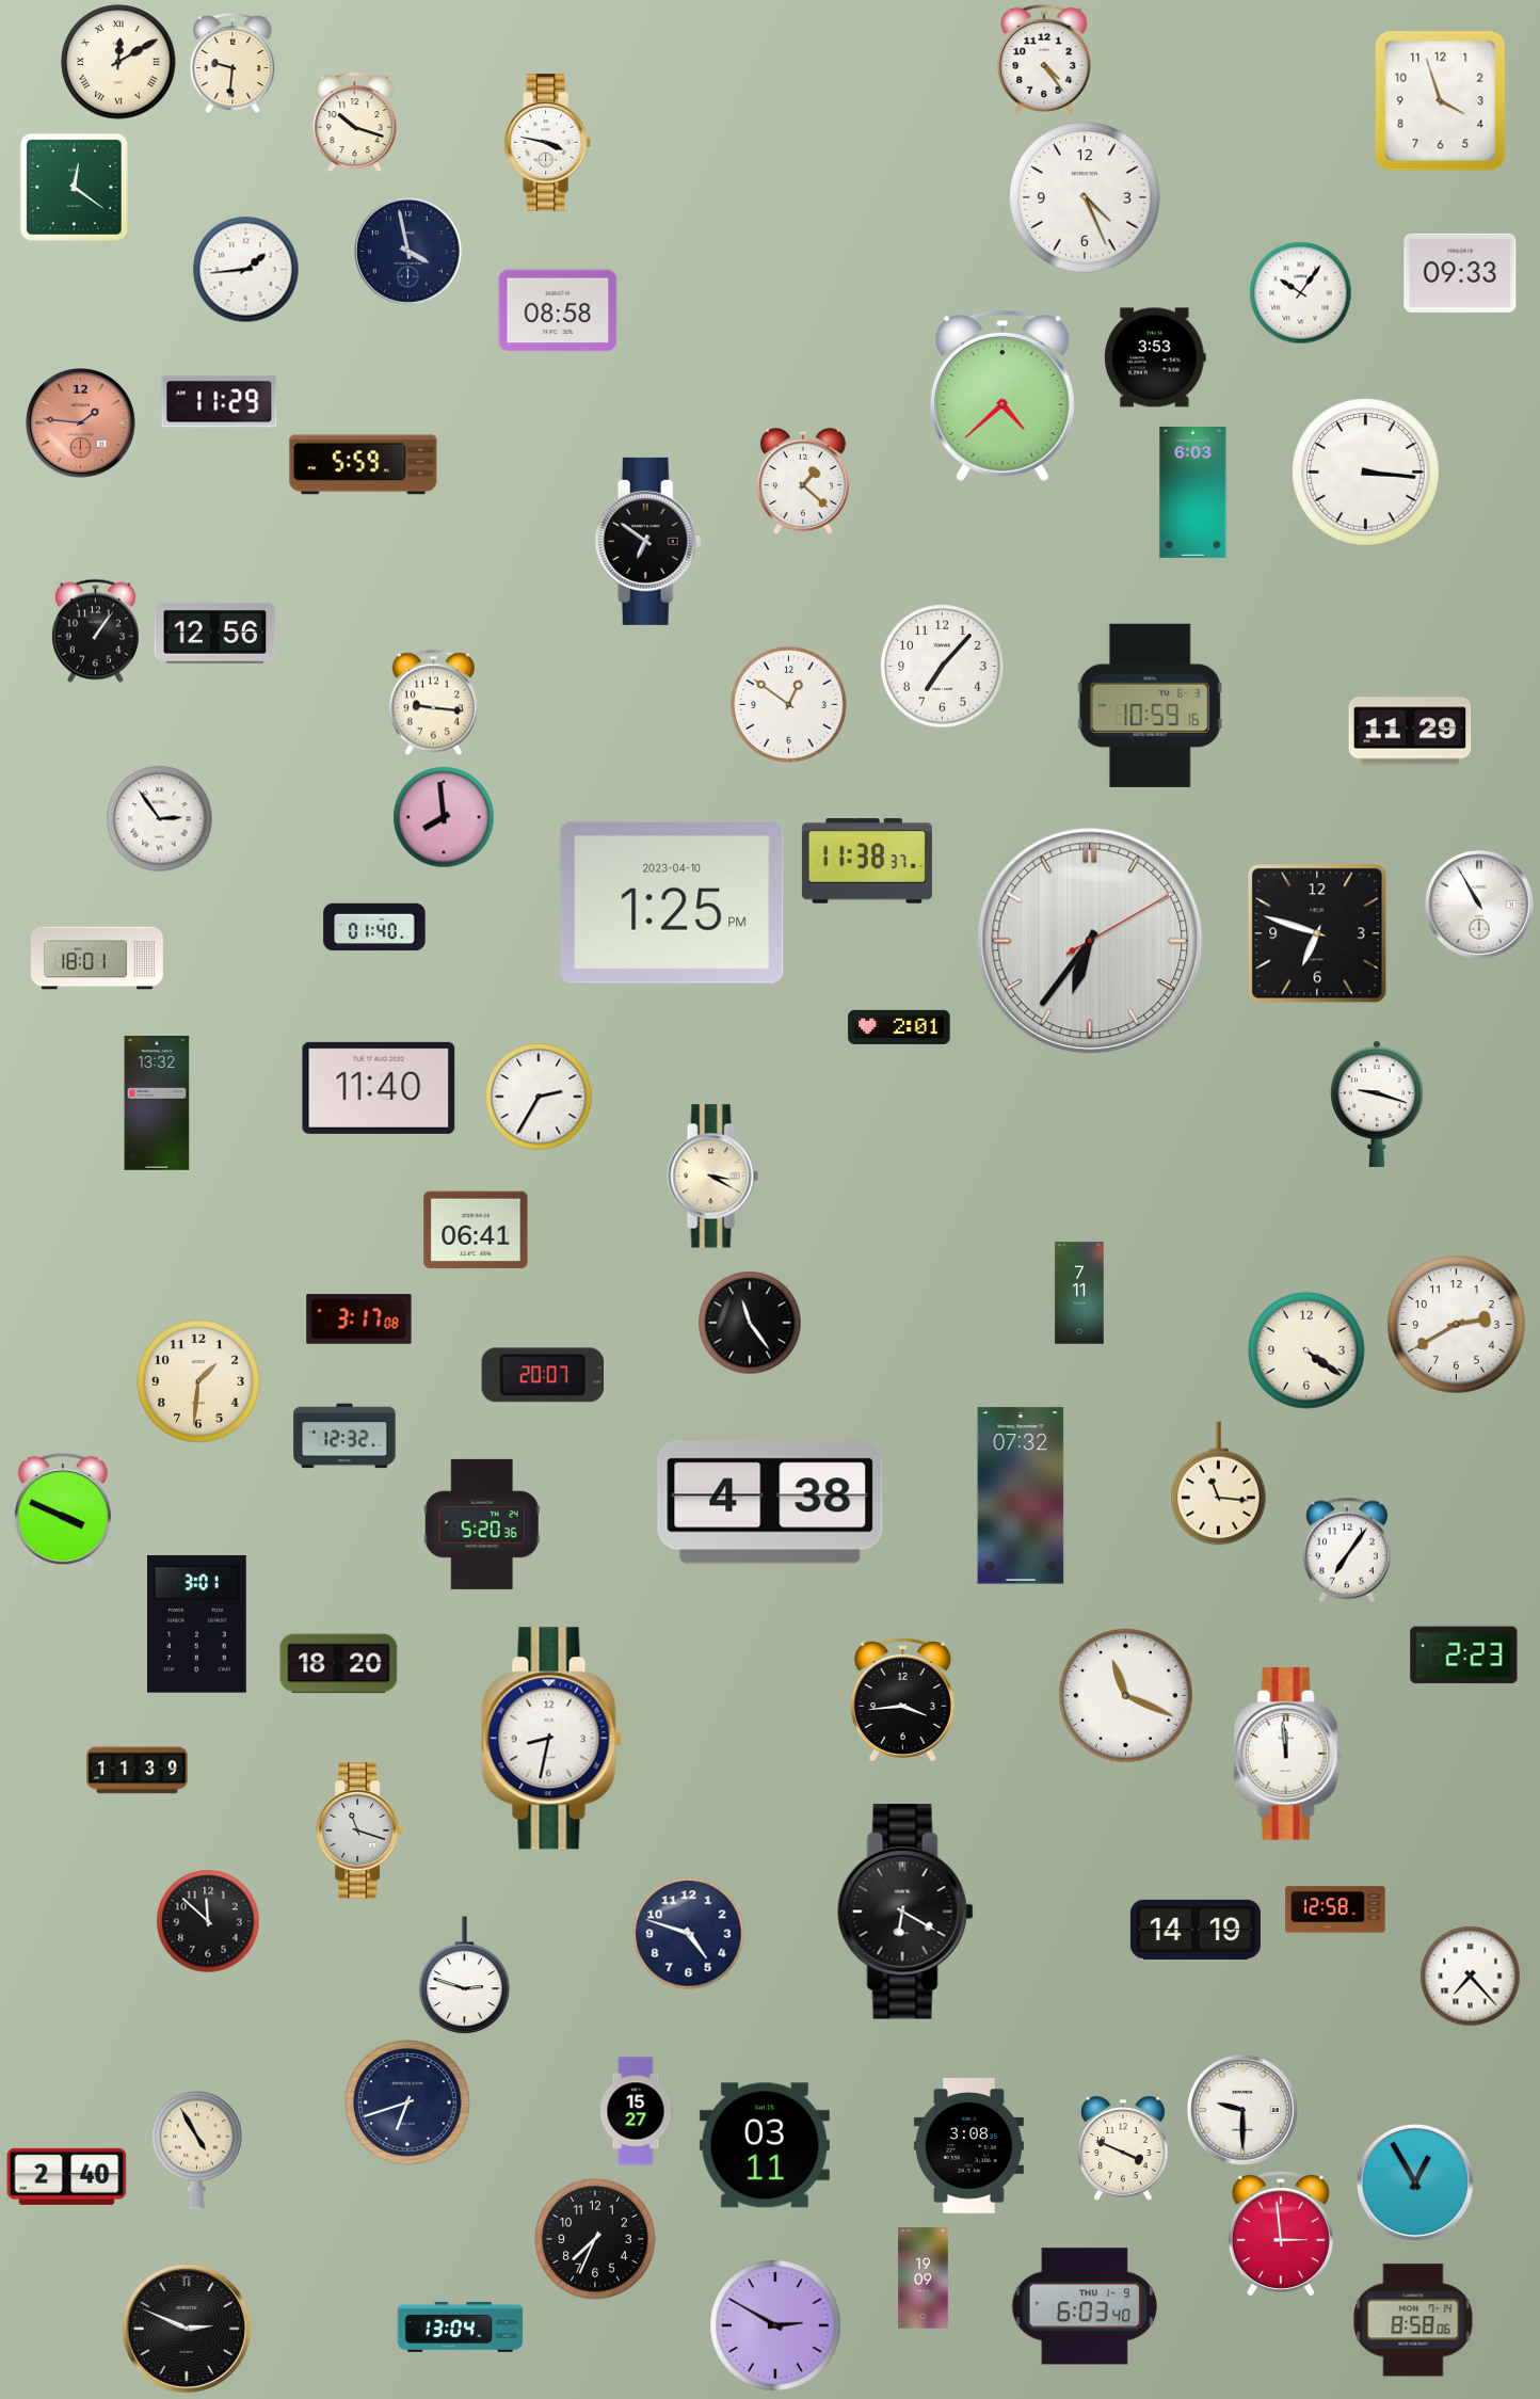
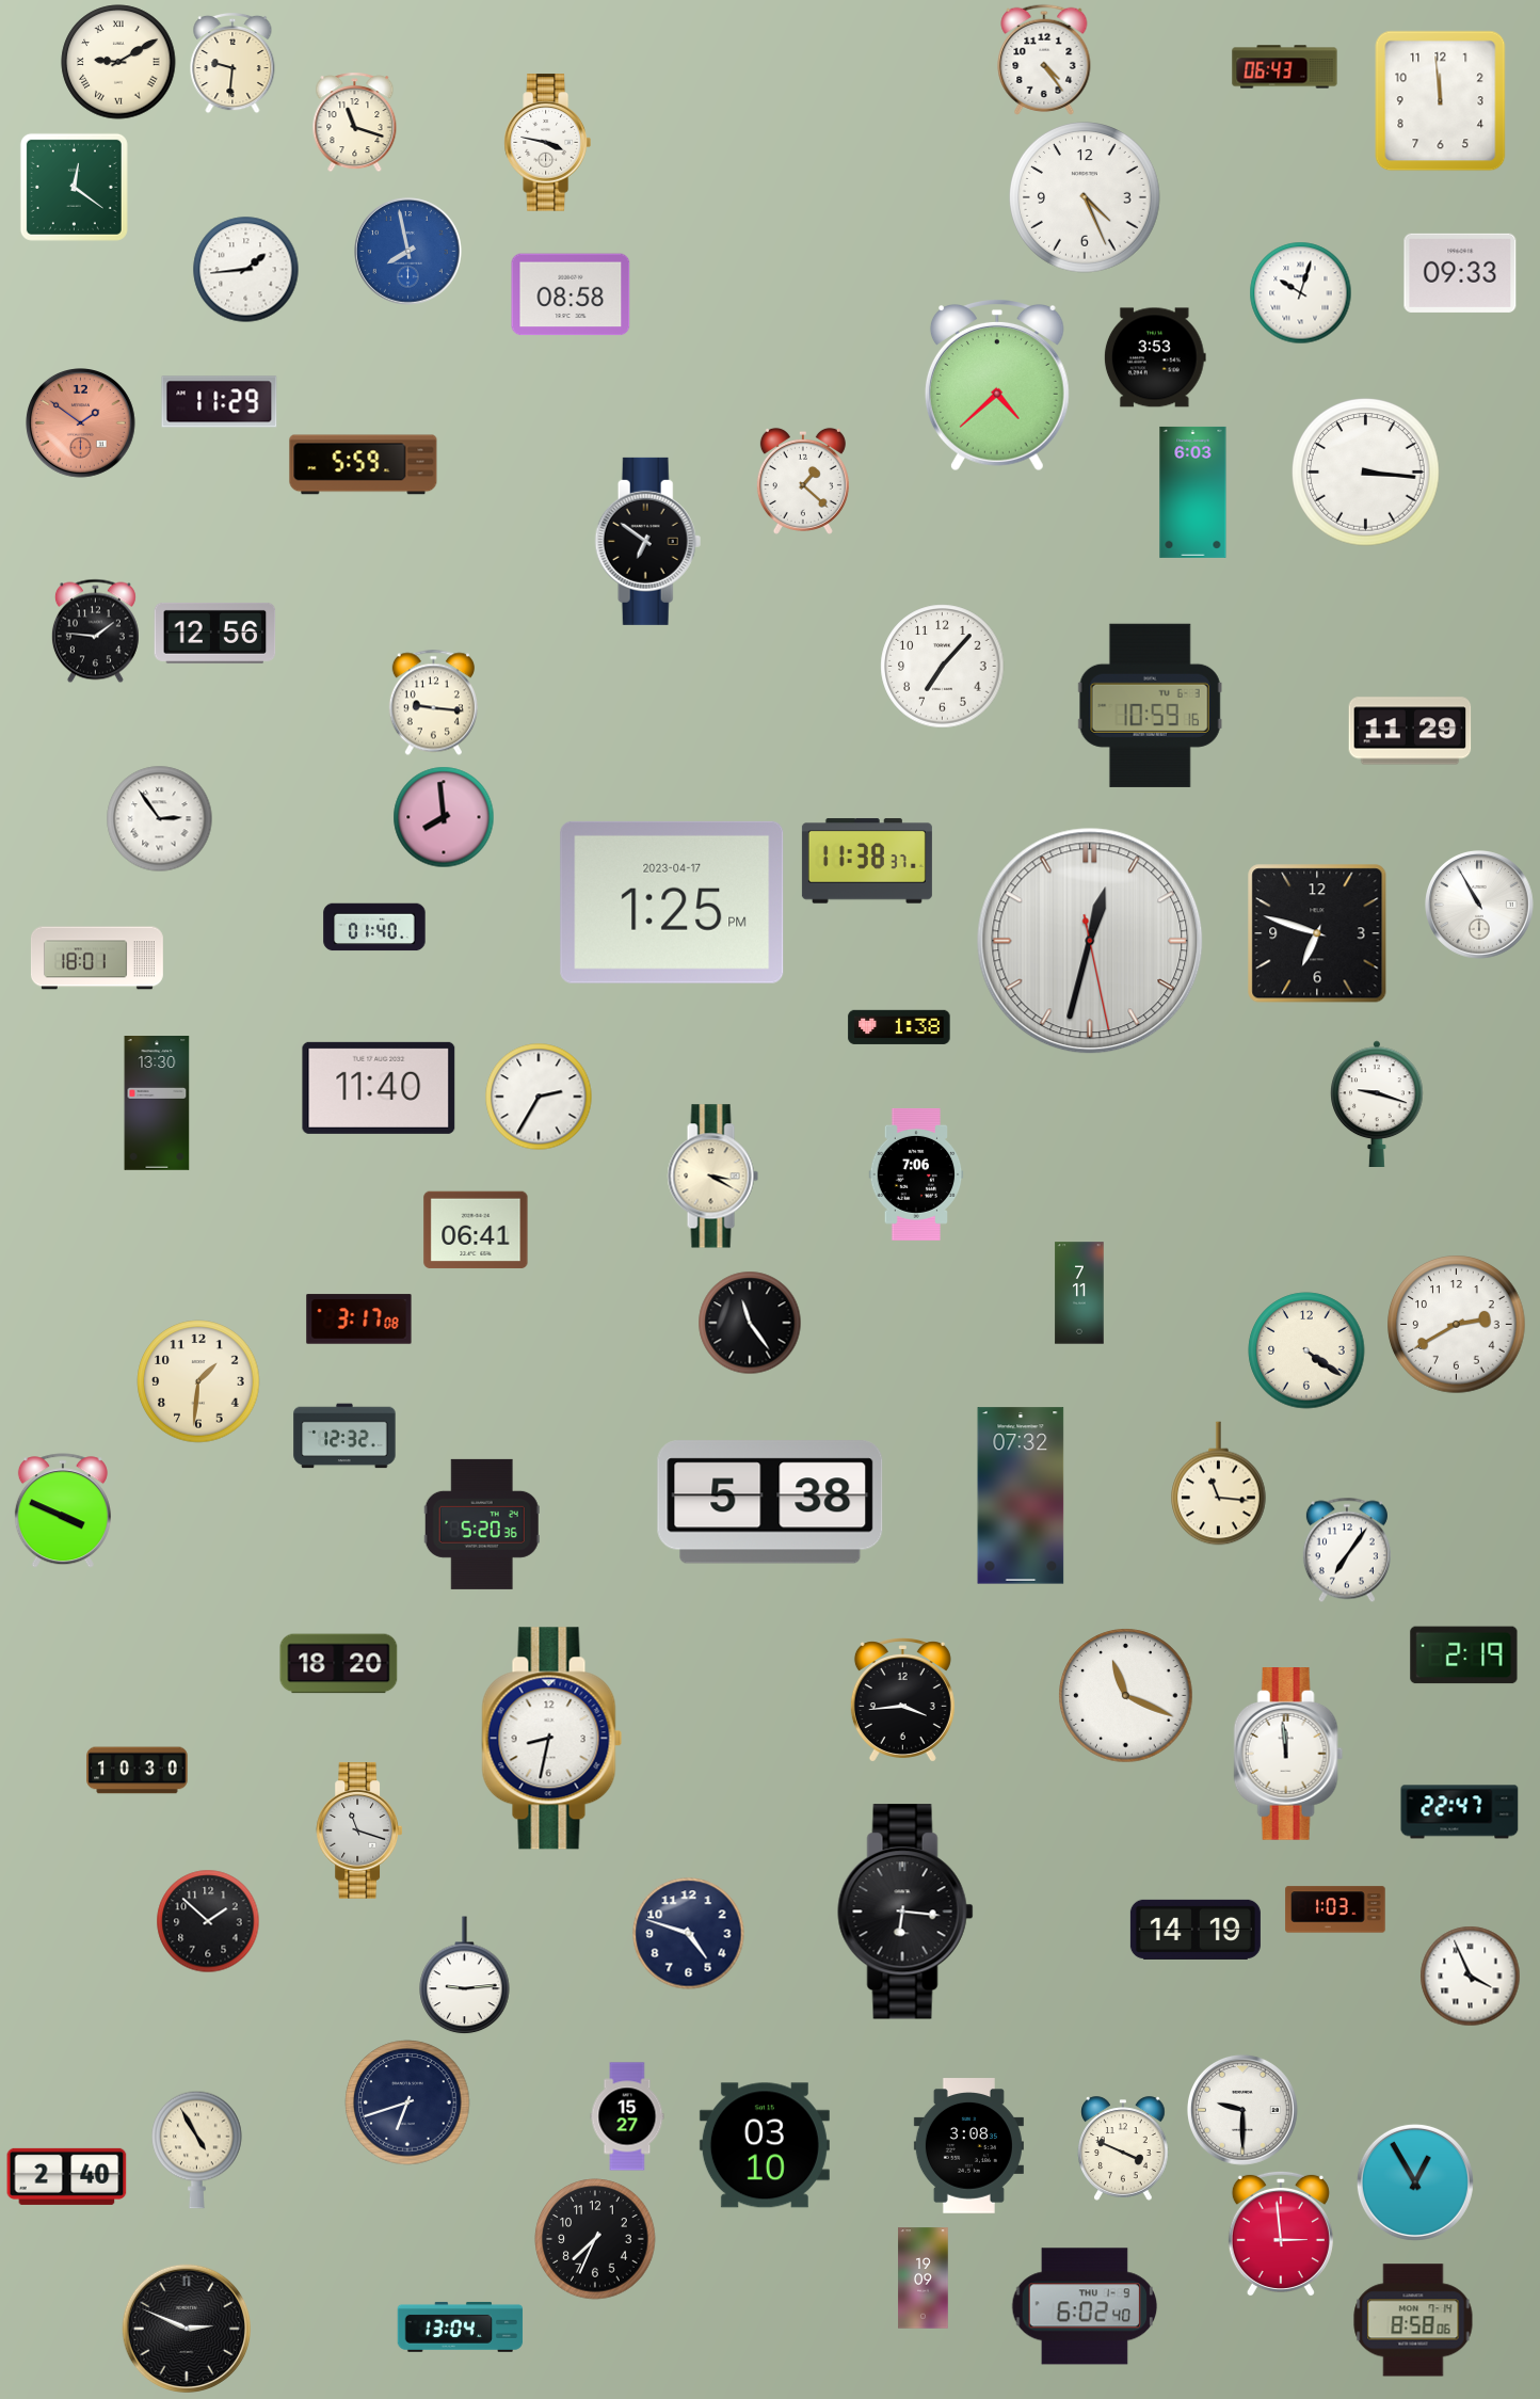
clock at (118, 62): 12:10 -> 9:10
clock at (1285, 67): none -> 06:43
clock at (1441, 101): 3:57 -> 11:59
clock at (355, 123): 10:18 -> 11:18
clock at (408, 252): 3:58 -> 7:58
clock at (408, 252) dial: navy -> blue
clock at (1301, 293): 10:06 -> 10:03
clock at (558, 310) position: (558, 310) -> (571, 294)
clock at (1002, 397) position: (1002, 397) -> (997, 386)
clock at (81, 423): 1:46 -> 1:51
clock at (95, 631): 1:06 -> 1:46
clock at (789, 705): 12:51 -> none
clock at (672, 902) date: 2023-04-10 -> 2023-04-17
clock at (1090, 941): 6:36 -> 12:32
clock at (899, 1027): 2:01 -> 1:38
clock at (157, 1104): 13:32 -> 13:30
clock at (916, 1174): none -> 7:06
clock at (543, 1375): 20:07 -> none
clock at (770, 1502): 4:38 -> 5:38
clock at (196, 1625): 3:01 -> none
clock at (1464, 1656): 2:23 -> 2:19
clock at (138, 1771): 11:39 -> 10:30
clock at (1460, 1812): none -> 22:47
clock at (1335, 1909): 12:58 -> 1:03
clock at (905, 1912): 6:20 -> 6:16
clock at (208, 1921): 11:52 -> 1:52
clock at (465, 1976): 2:48 -> 9:14
clock at (1471, 1977): 7:23 -> 3:56
clock at (636, 2111) position: (636, 2111) -> (627, 2116)
clock at (765, 2145): 03:11 -> 03:10
clock at (1085, 2306): 6:03 -> 6:02
clock at (775, 2325): 2:50 -> none
